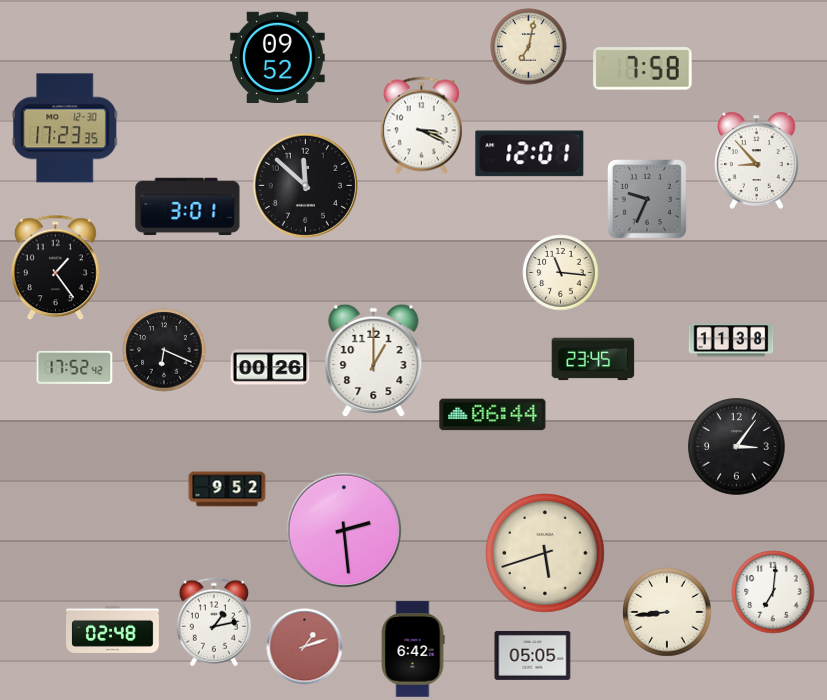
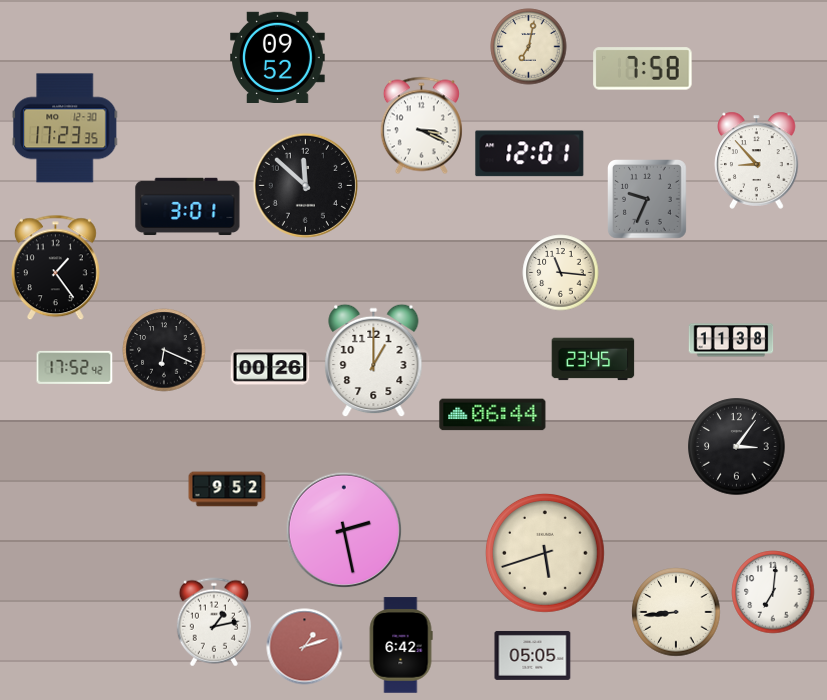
clock at (344, 530): 2:29 -> 2:28
clock at (667, 612) position: (667, 612) -> (676, 612)
clock at (113, 629): 02:48 -> none
clock at (413, 649) position: (413, 649) -> (401, 645)
